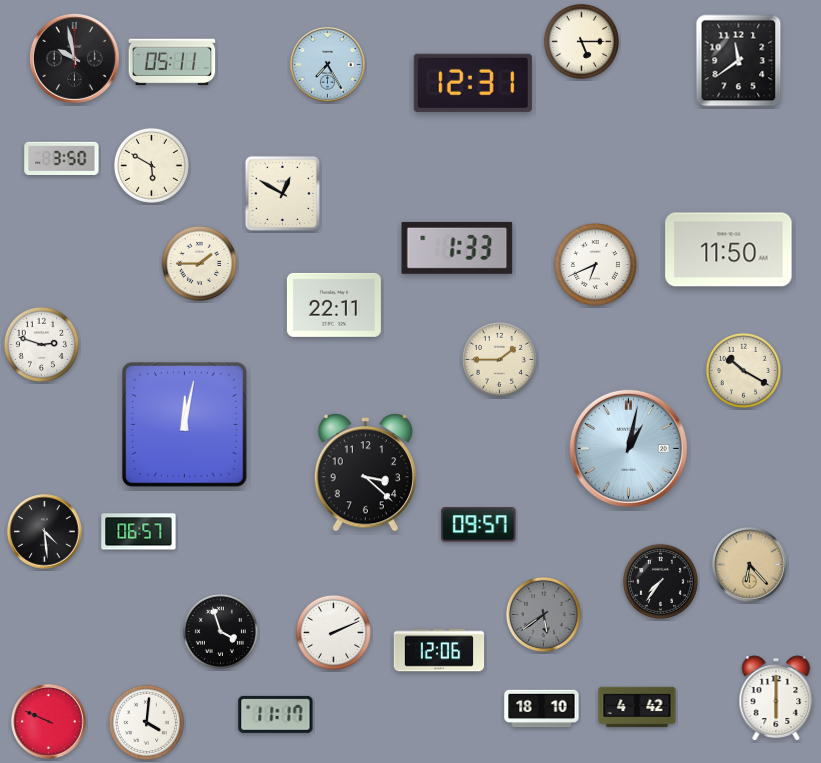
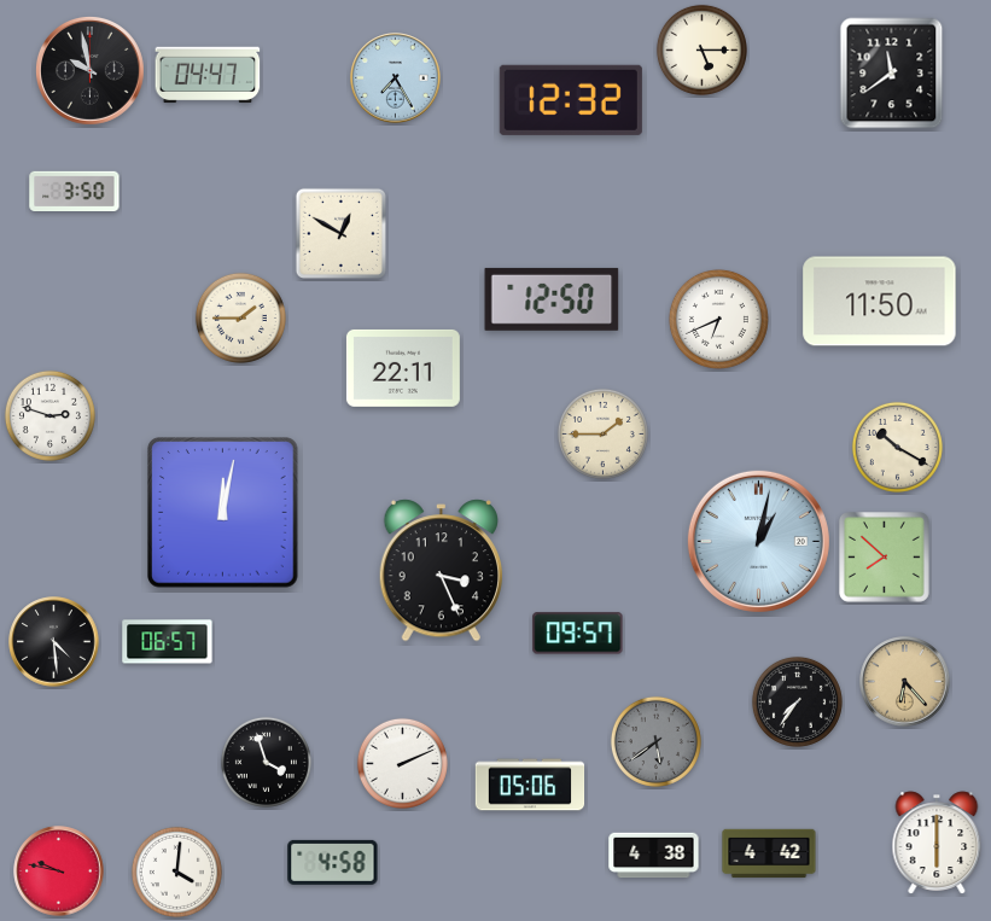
clock at (172, 62): 05:11 -> 04:47
clock at (473, 83): 12:31 -> 12:32
clock at (151, 165): 5:50 -> none
clock at (457, 248): 1:33 -> 12:50
clock at (885, 558): none -> 7:52
clock at (365, 473): 3:22 -> 3:26
clock at (439, 650): 12:06 -> 05:06
clock at (542, 709): 18:10 -> 4:38
clock at (276, 714): 11:17 -> 4:58
clock at (49, 722): 9:49 -> 9:47
